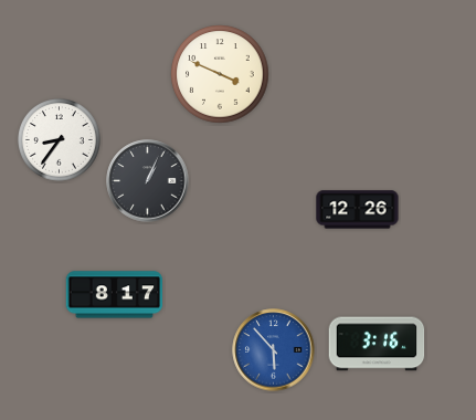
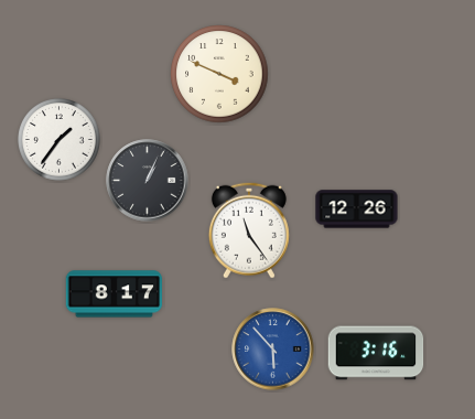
clock at (60, 140): 8:36 -> 1:36
clock at (249, 230): none -> 11:24
clock at (377, 344) position: (377, 344) -> (376, 353)
